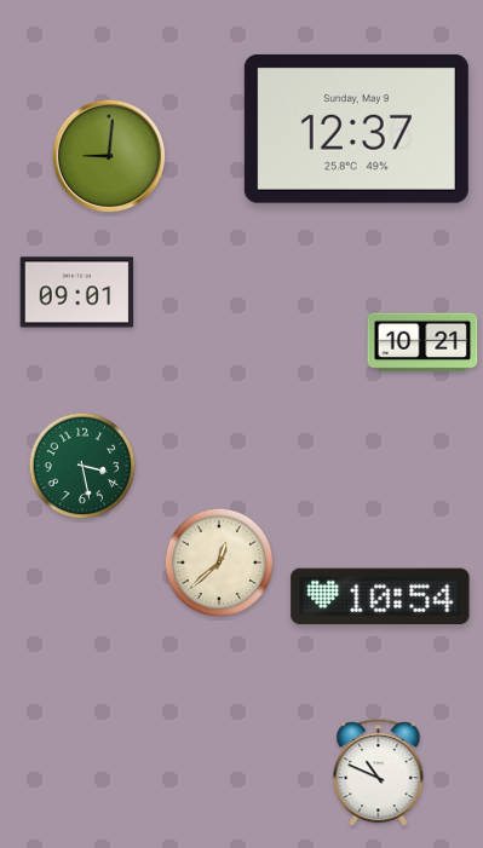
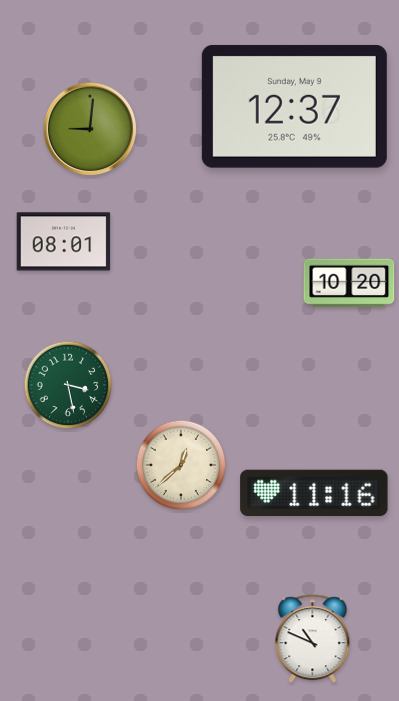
clock at (77, 293): 09:01 -> 08:01
clock at (422, 342): 10:21 -> 10:20
clock at (380, 596): 10:54 -> 11:16
